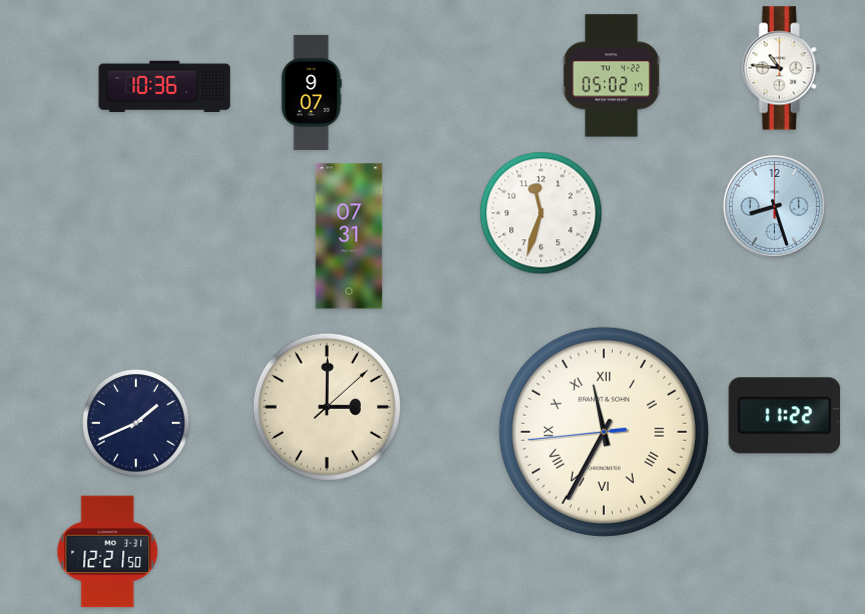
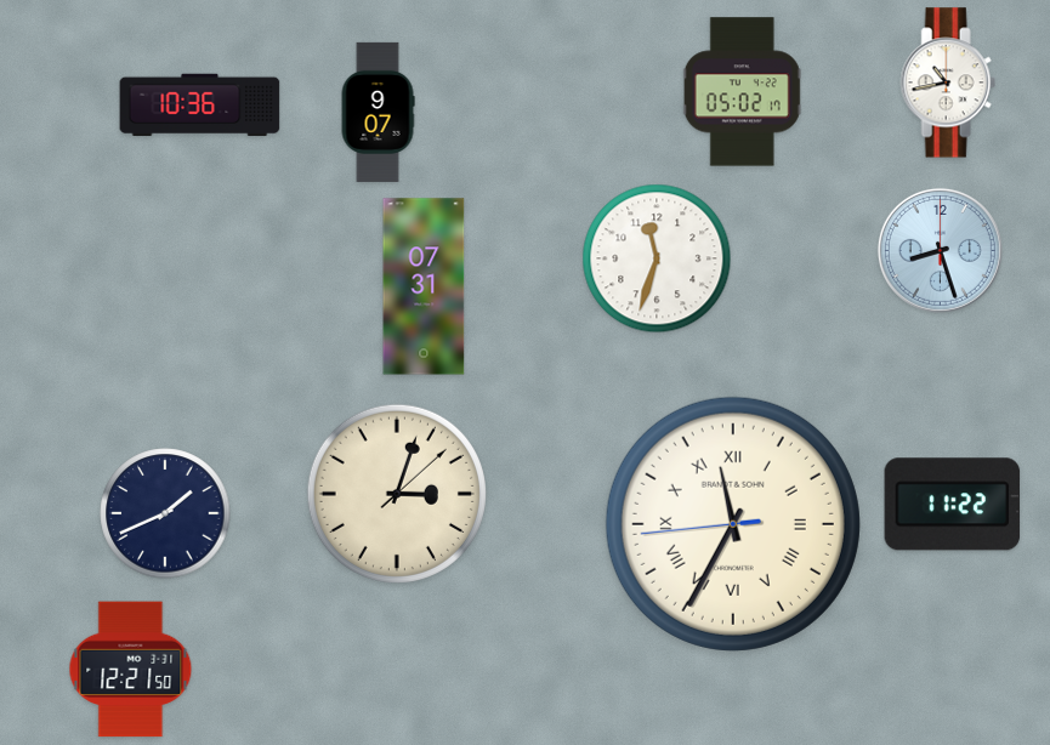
clock at (781, 68): 10:46 -> 10:43
clock at (327, 407): 3:00 -> 3:03
